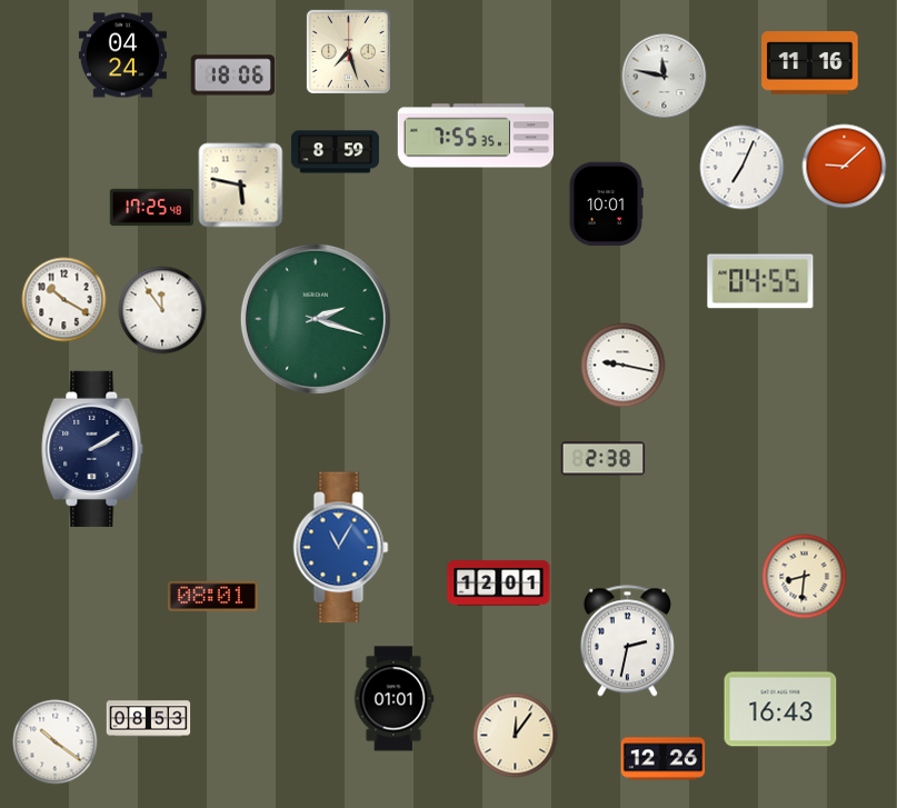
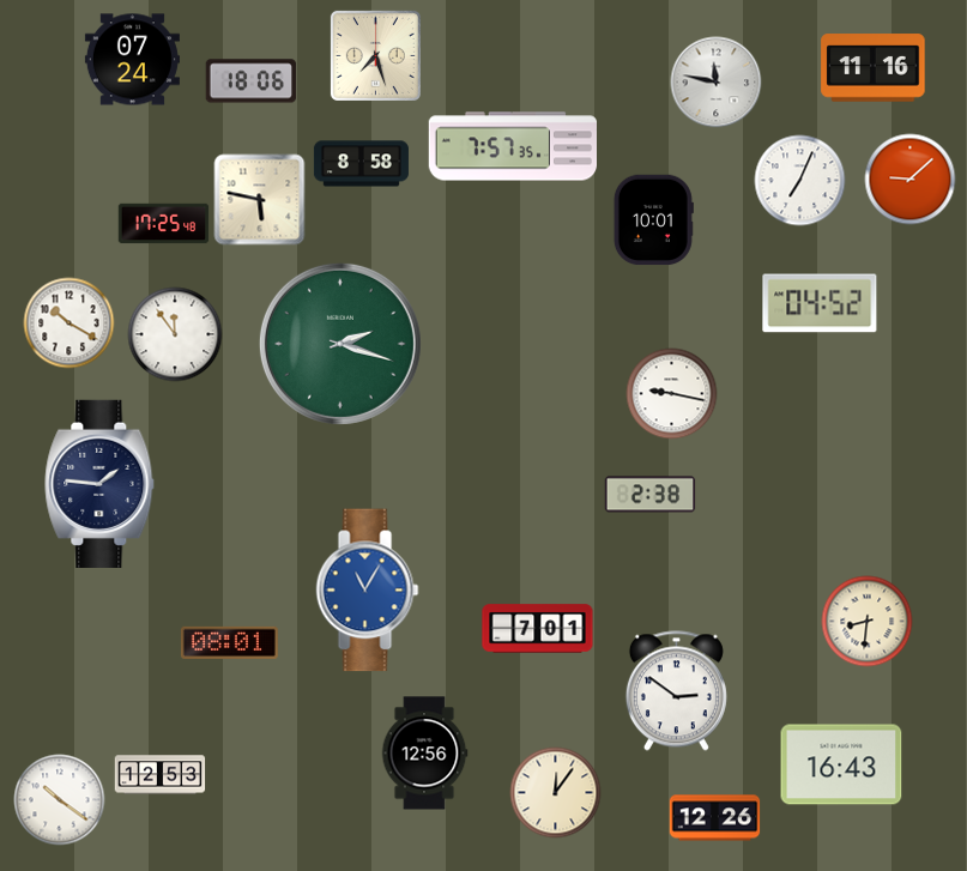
clock at (122, 56): 04:24 -> 07:24
clock at (476, 136): 7:55 -> 7:57
clock at (335, 152): 8:59 -> 8:58
clock at (760, 281): 04:55 -> 04:52
clock at (92, 449): 2:10 -> 1:46
clock at (499, 583): 12:01 -> 7:01
clock at (627, 641): 2:32 -> 2:51
clock at (393, 699): 01:01 -> 12:56
clock at (149, 719): 08:53 -> 12:53
